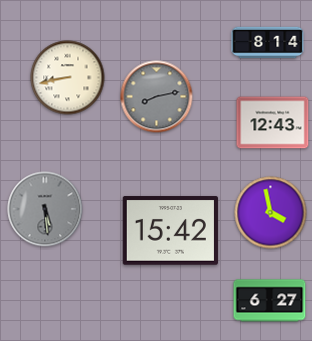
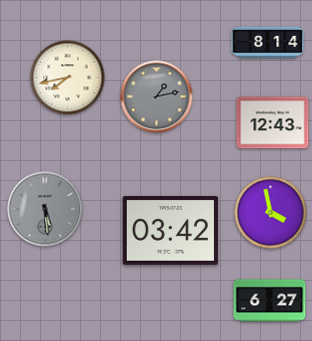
clock at (68, 78): 8:43 -> 7:43
clock at (157, 97): 8:13 -> 1:13
clock at (170, 231): 15:42 -> 03:42
